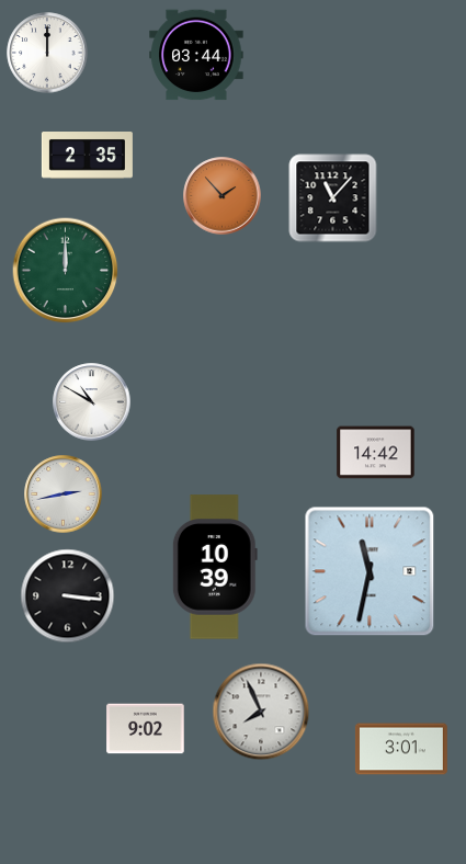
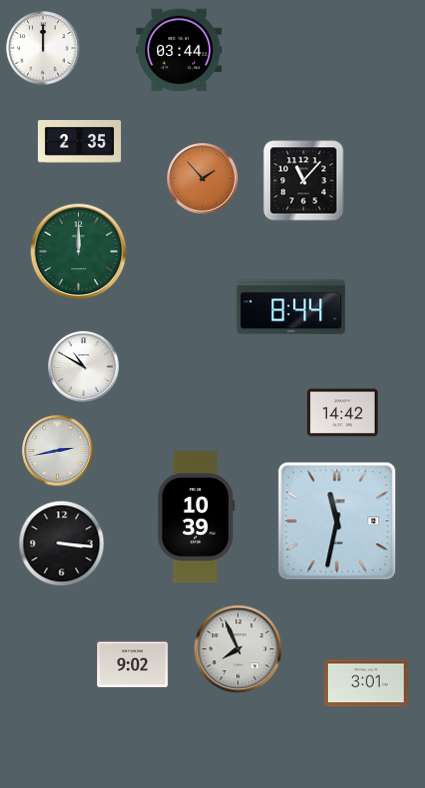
clock at (66, 271) position: (66, 271) -> (79, 252)
clock at (291, 307): none -> 8:44
